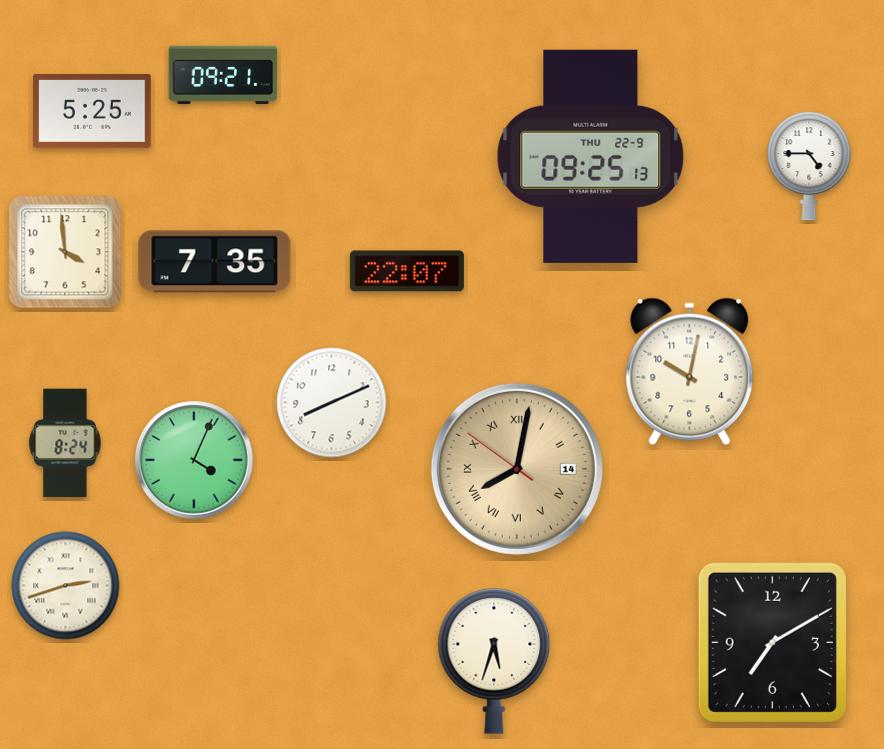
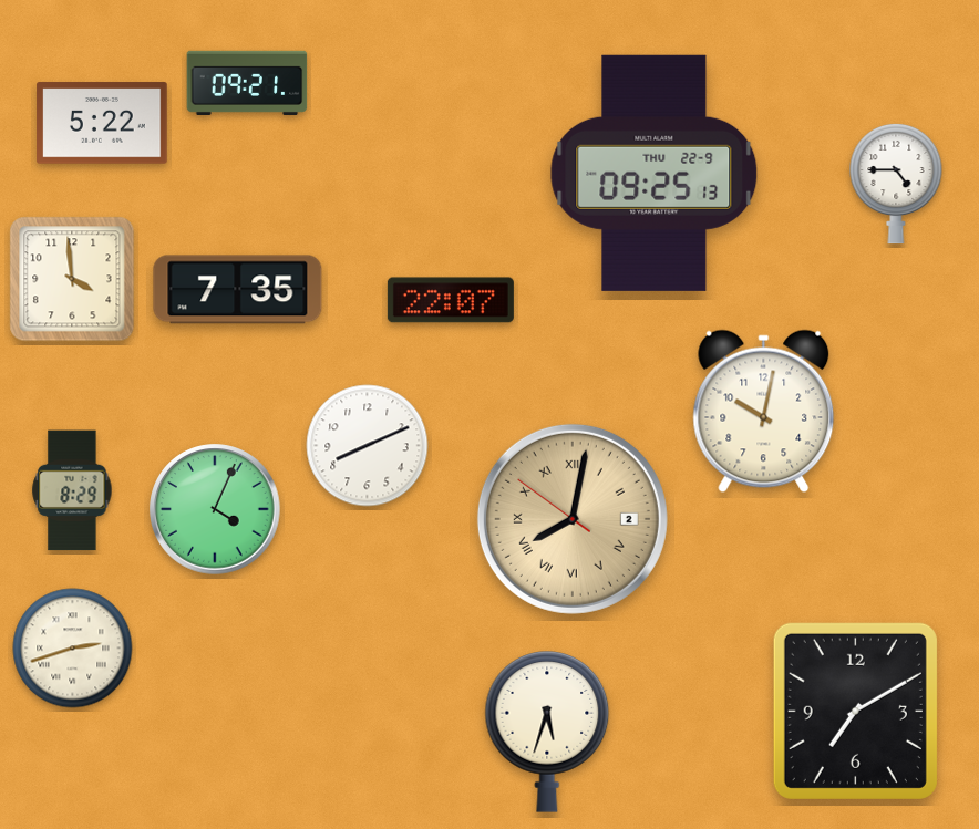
clock at (92, 111): 5:25 -> 5:22
clock at (65, 443): 8:24 -> 8:29
clock at (517, 469) date: 14 -> 2
